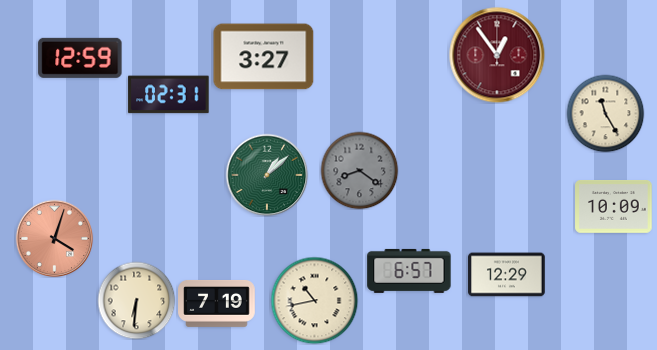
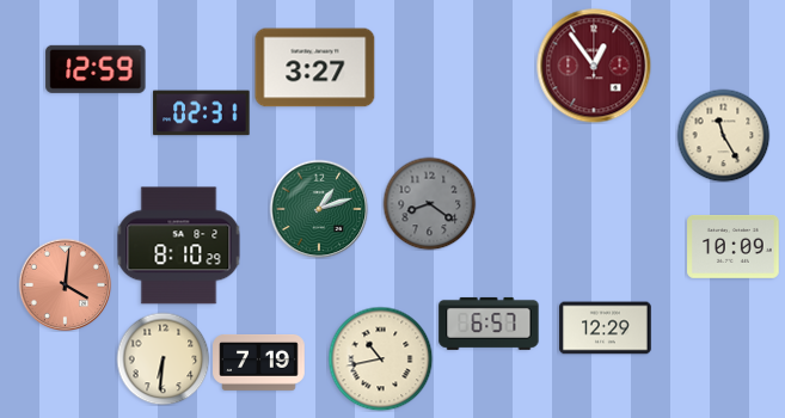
clock at (267, 175): 1:08 -> 1:12
clock at (179, 246): none -> 8:10
clock at (54, 238): 4:03 -> 4:01
clock at (314, 300) position: (314, 300) -> (380, 358)
